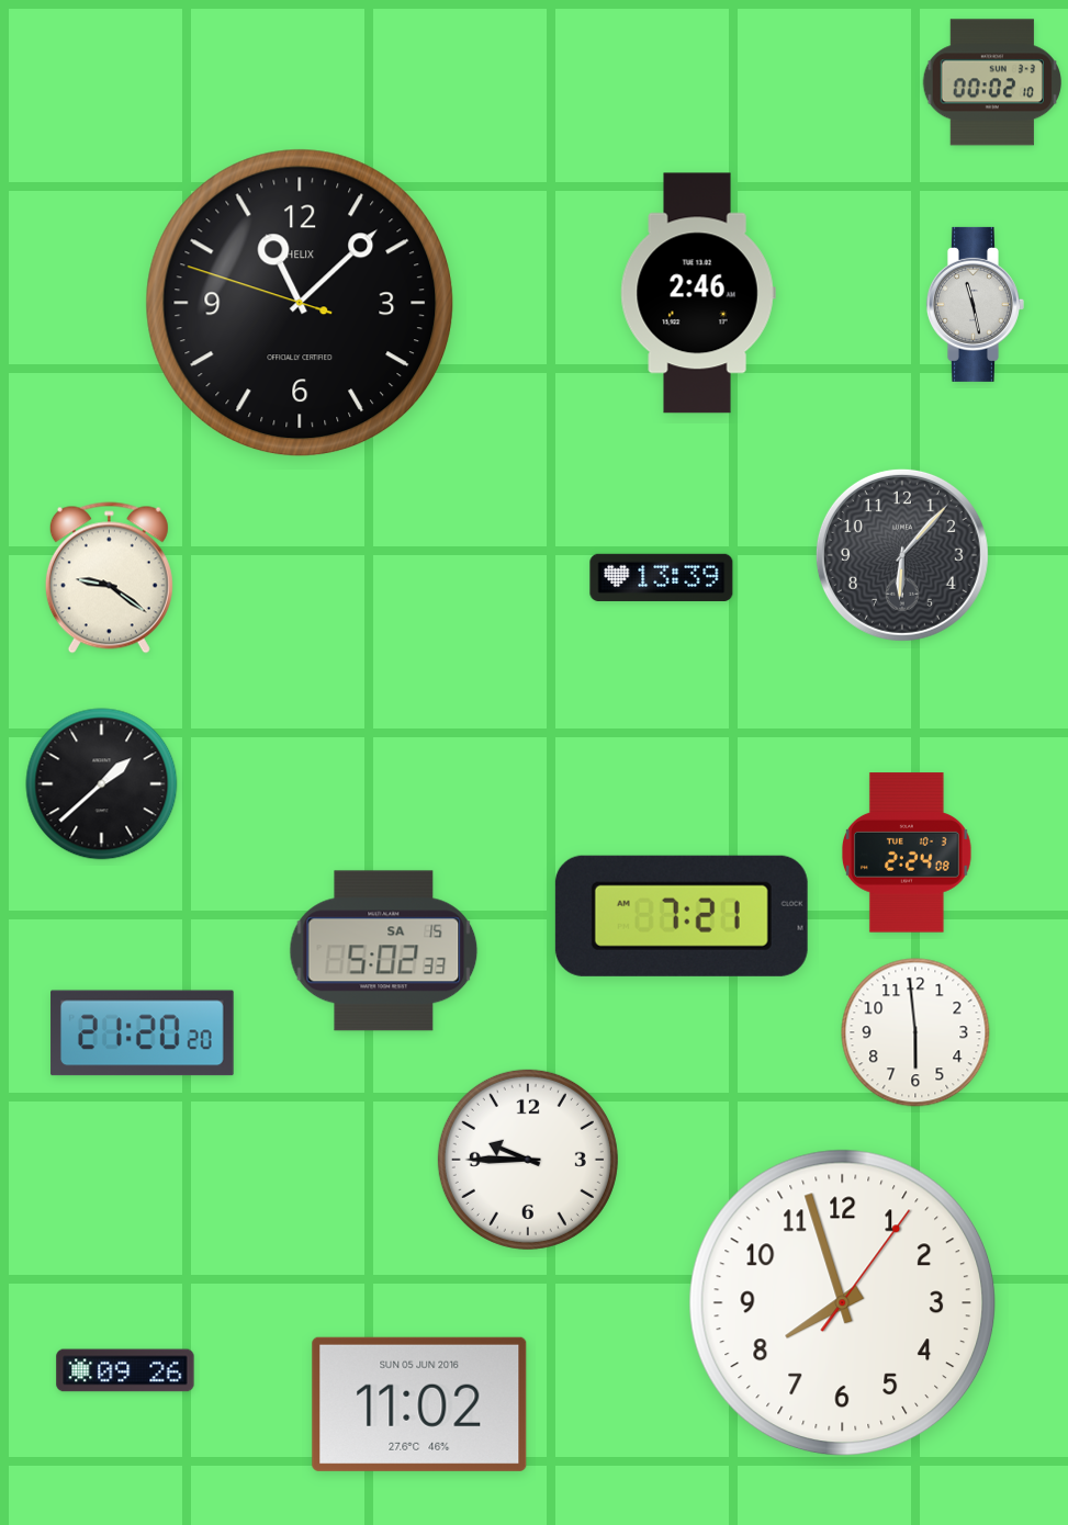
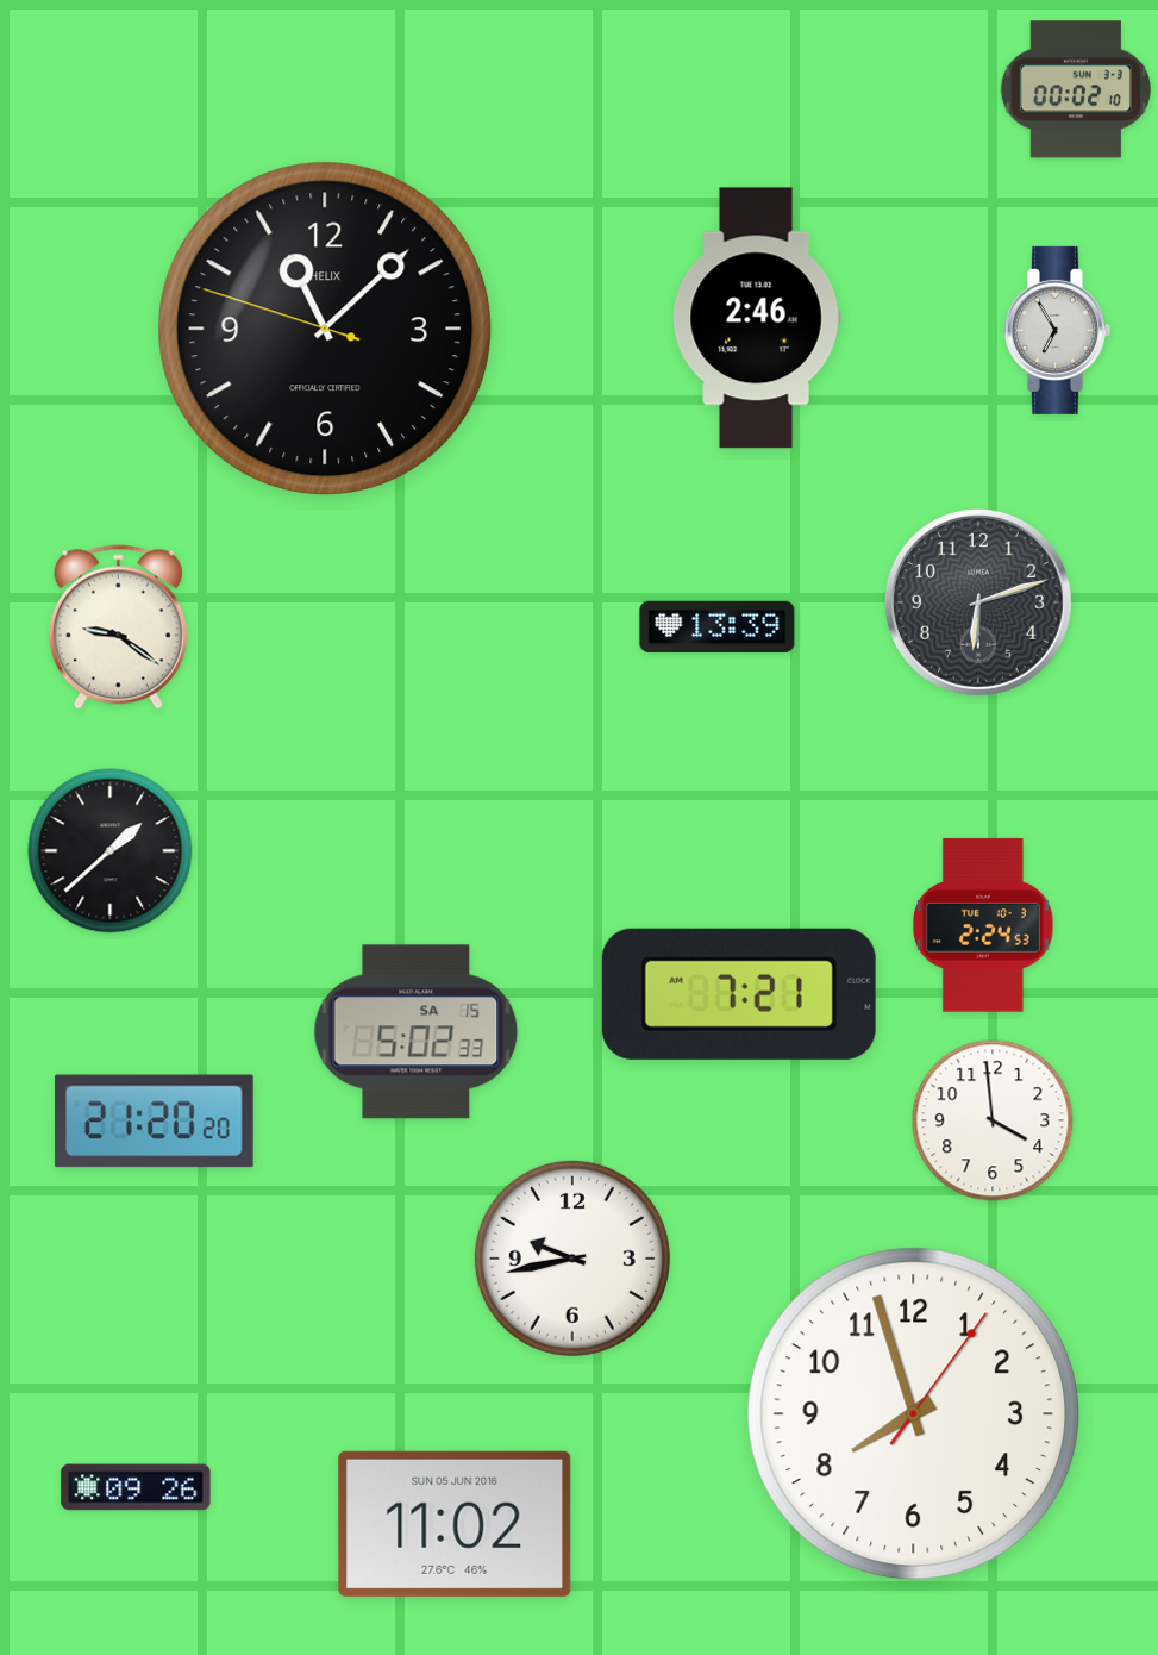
clock at (975, 304): 11:28 -> 6:55
clock at (902, 555): 6:07 -> 6:12
clock at (907, 852): 2:24:08 -> 2:24:53
clock at (915, 1032): 5:59 -> 3:59
clock at (528, 1160): 9:45 -> 9:43
